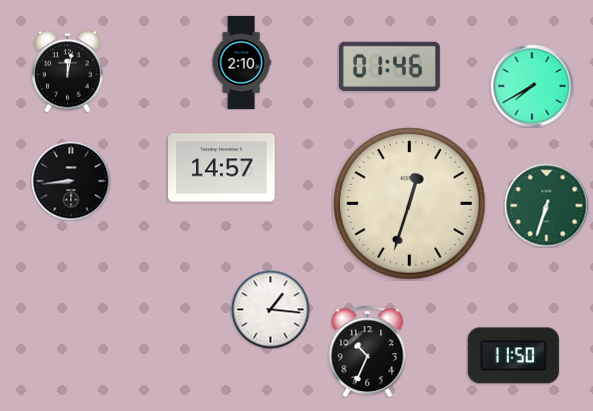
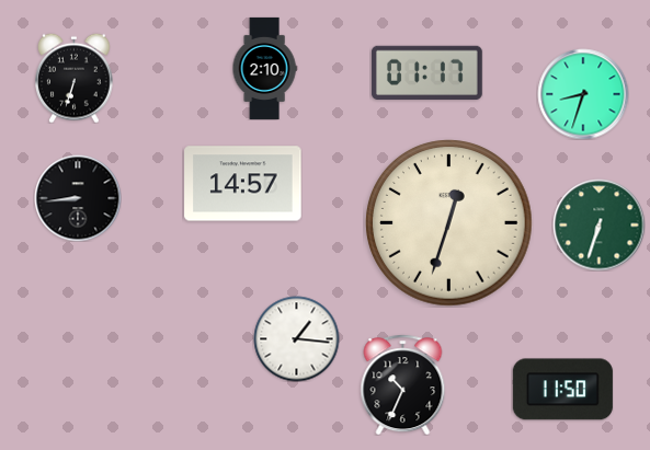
clock at (389, 66): 01:46 -> 01:17
clock at (68, 71): 12:02 -> 6:33
clock at (532, 86): 7:40 -> 8:33
